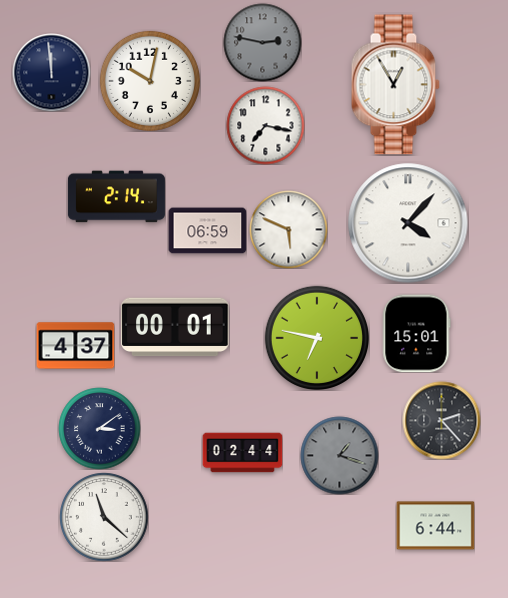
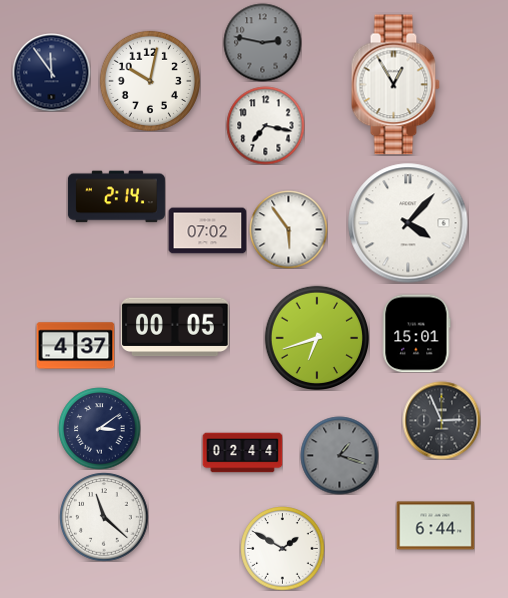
clock at (51, 72): 11:59 -> 11:54
clock at (288, 229): 5:49 -> 5:54
clock at (207, 231): 06:59 -> 07:02
clock at (175, 327): 00:01 -> 00:05
clock at (316, 337): 6:47 -> 6:42
clock at (441, 420): 2:23 -> 2:56
clock at (282, 548): none -> 1:50
